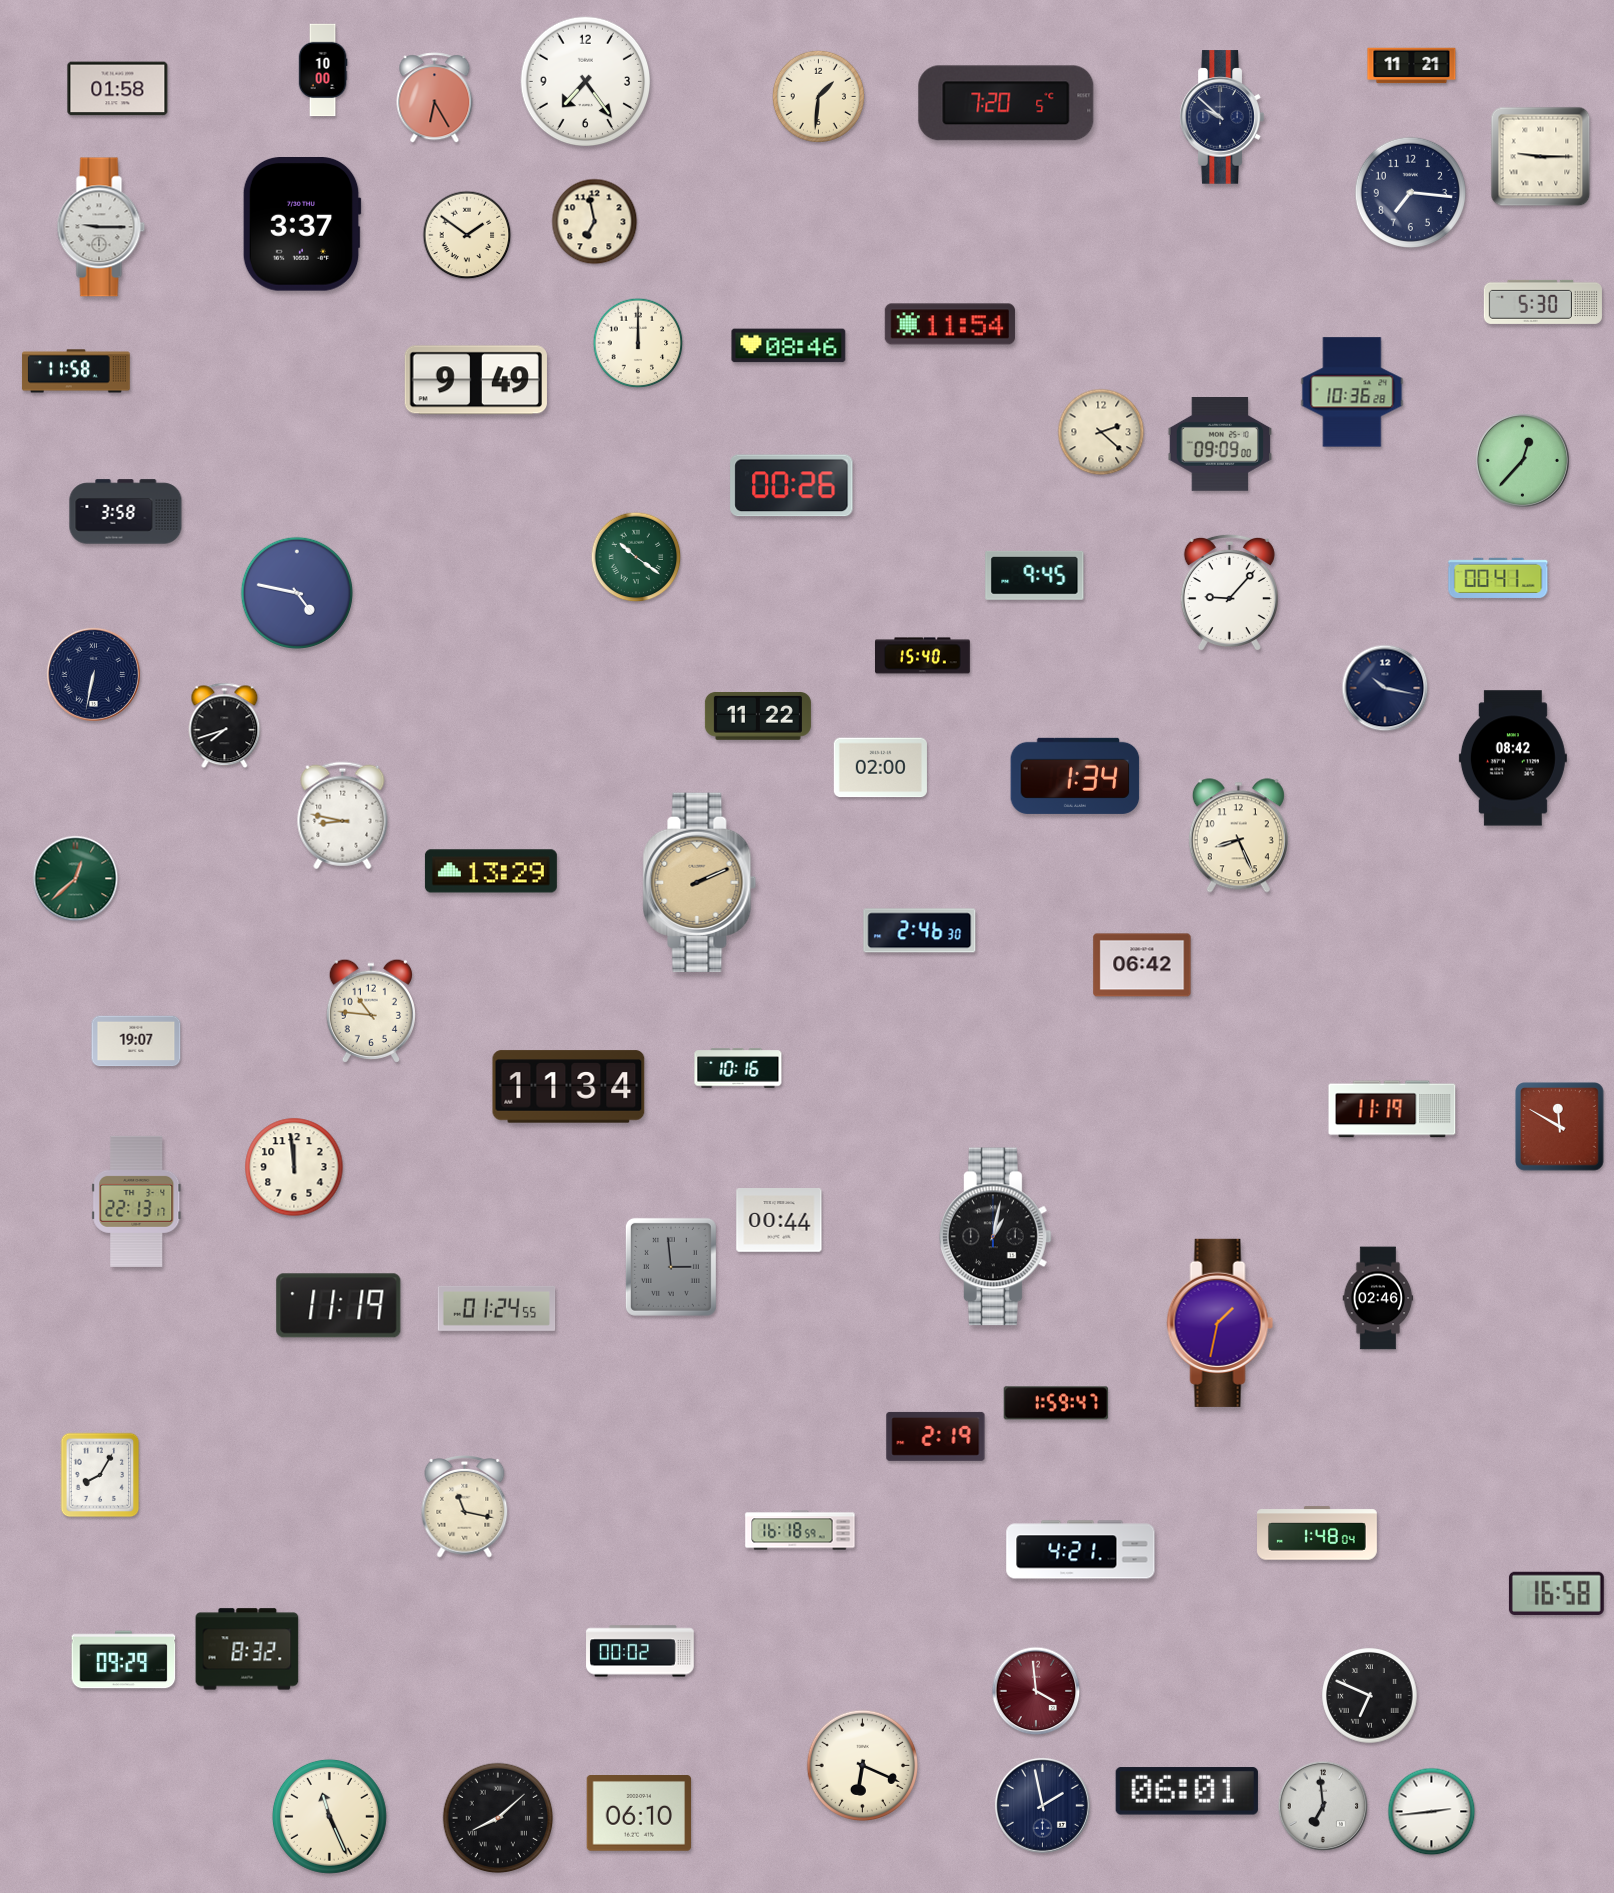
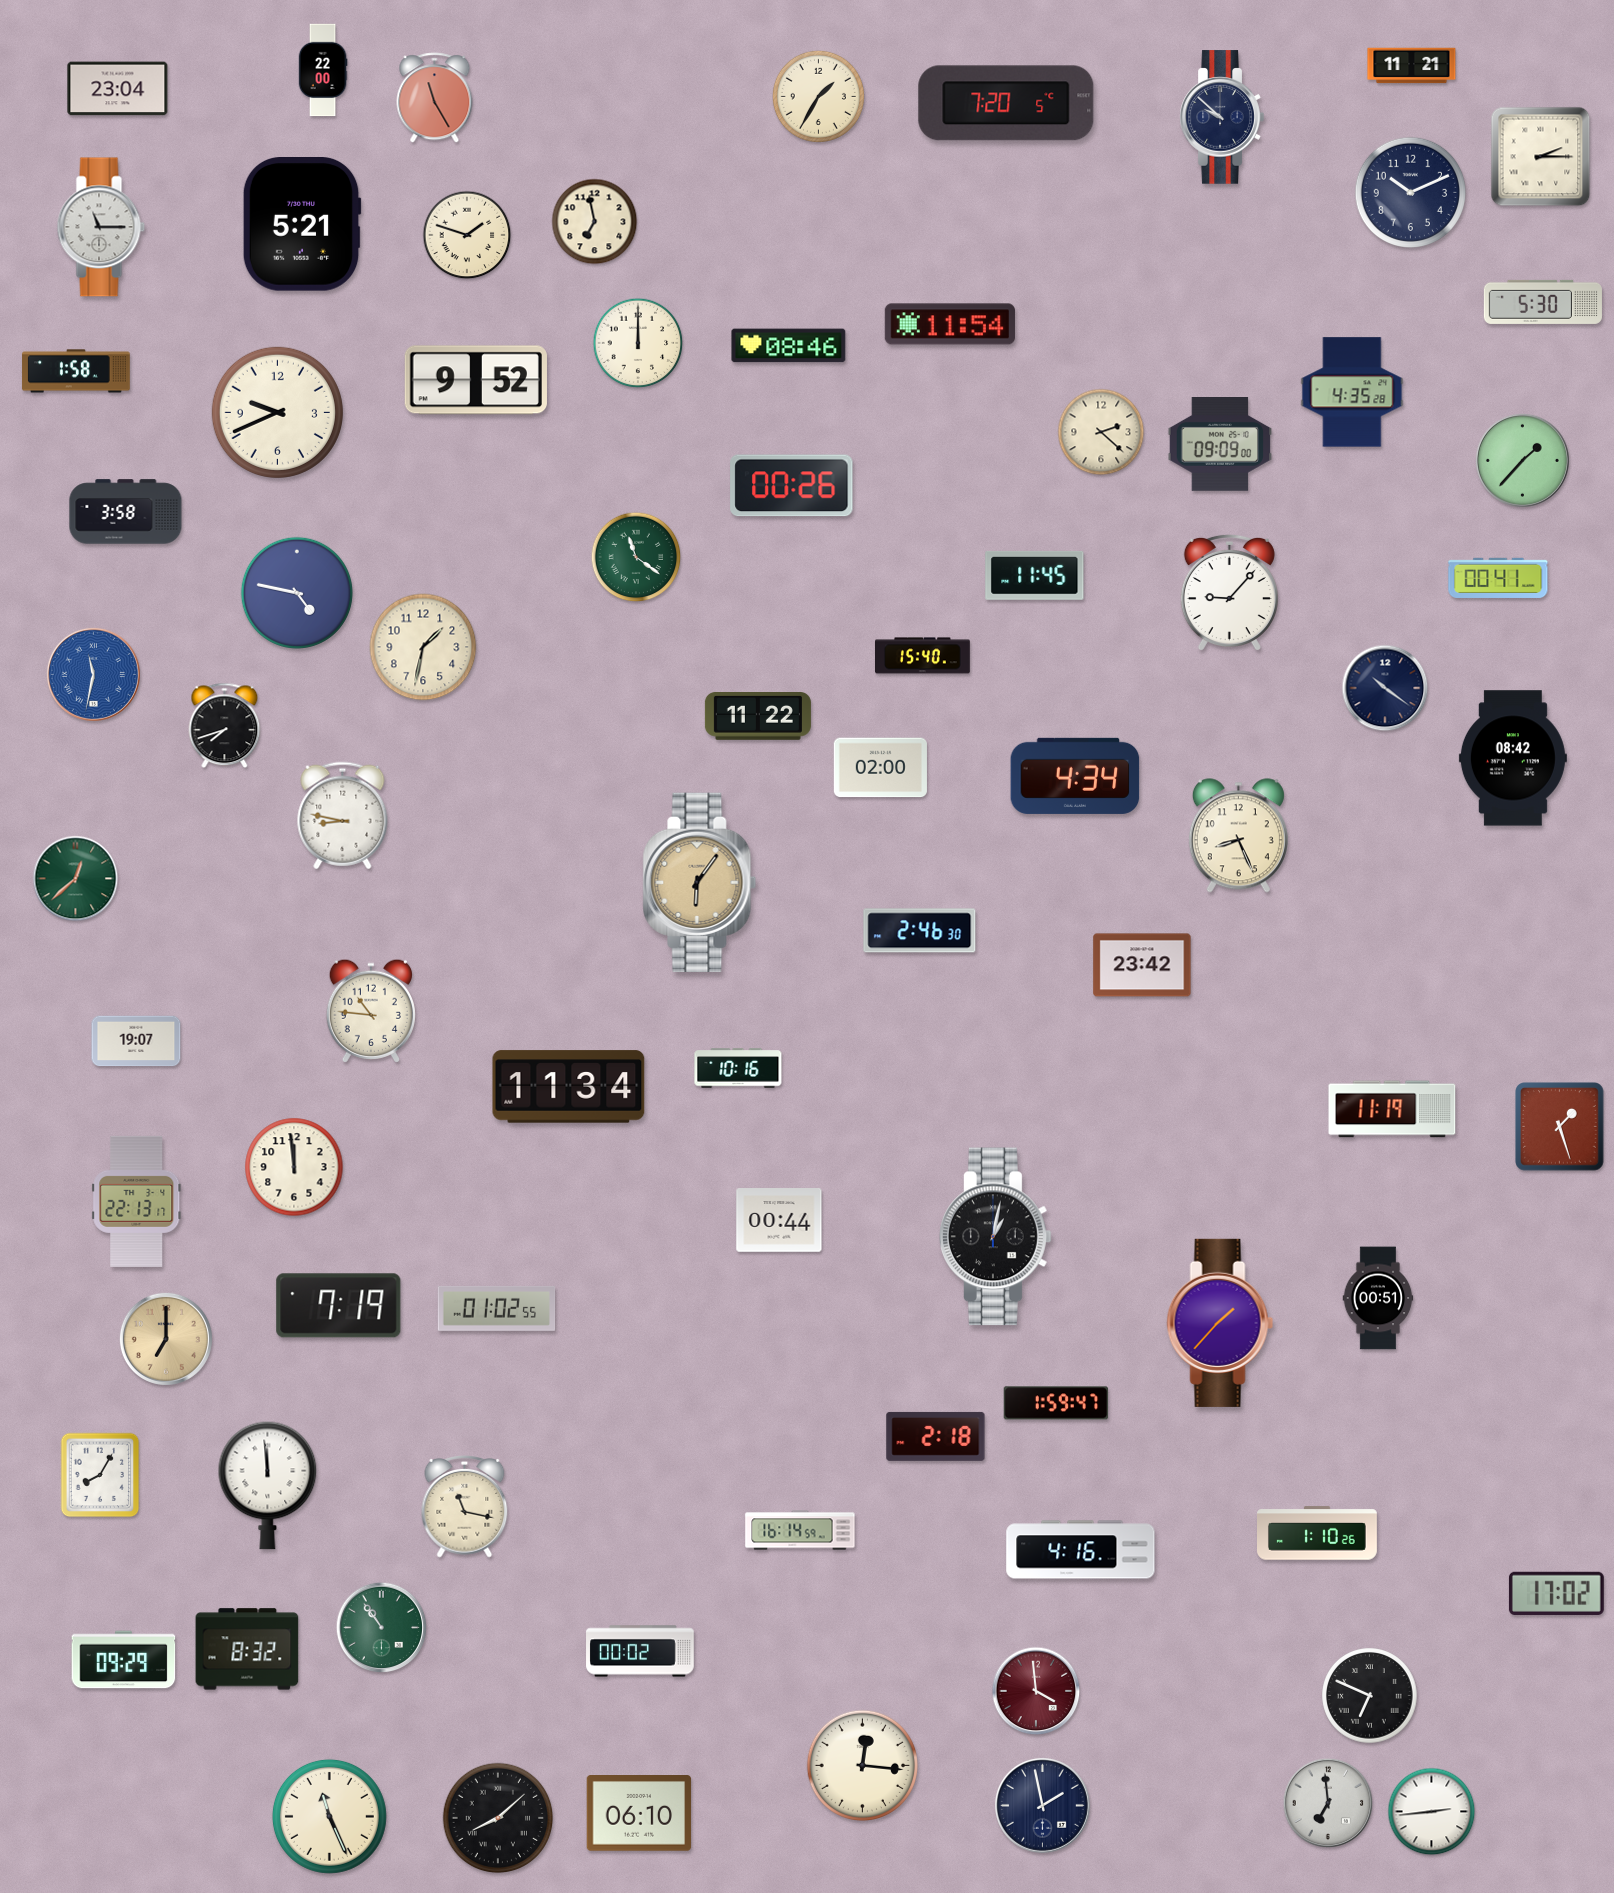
clock at (323, 70): 10:00 -> 22:00
clock at (586, 82): 7:24 -> none
clock at (118, 89): 01:58 -> 23:04
clock at (818, 96): 1:31 -> 1:35
clock at (435, 98): 6:25 -> 11:25
clock at (1541, 157): 9:15 -> 2:15
clock at (1410, 192): 7:16 -> 10:11
clock at (302, 225): 3:37 -> 5:21
clock at (101, 227): 9:15 -> 11:15
clock at (467, 235): 1:51 -> 1:48
clock at (76, 371): 11:58 -> 1:58
clock at (476, 380): 9:49 -> 9:52
clock at (1352, 392): 10:36 -> 4:35
clock at (277, 412): none -> 9:41
clock at (1522, 460): 12:37 -> 1:37
clock at (636, 557): 10:21 -> 11:21
clock at (1035, 575): 9:45 -> 11:45
clock at (423, 647): none -> 1:32
clock at (93, 674): 6:32 -> 11:32
clock at (93, 674) dial: navy -> blue
clock at (1385, 688): 10:17 -> 10:21
clock at (1075, 776): 1:34 -> 4:34
clock at (491, 871): 13:29 -> none
clock at (700, 882): 2:11 -> 6:06
clock at (1142, 965): 06:42 -> 23:42
clock at (1560, 1127): 11:50 -> 1:27
clock at (671, 1267): 2:59 -> none
clock at (1378, 1298): 02:46 -> 00:51
clock at (339, 1306): 11:19 -> 7:19
clock at (497, 1308): 01:24 -> 01:02
clock at (1220, 1323): 1:32 -> 1:37
clock at (166, 1339): none -> 7:00
clock at (936, 1436): 2:19 -> 2:18
clock at (268, 1485): none -> 11:59
clock at (800, 1530): 16:18 -> 16:14
clock at (1318, 1533): 1:48 -> 1:10
clock at (1081, 1550): 4:21 -> 4:16
clock at (1556, 1593): 16:58 -> 17:02
clock at (382, 1628): none -> 10:54
clock at (862, 1765): 6:19 -> 12:16
clock at (1187, 1791): 06:01 -> none
clock at (1323, 1806) position: (1323, 1806) -> (1328, 1803)
